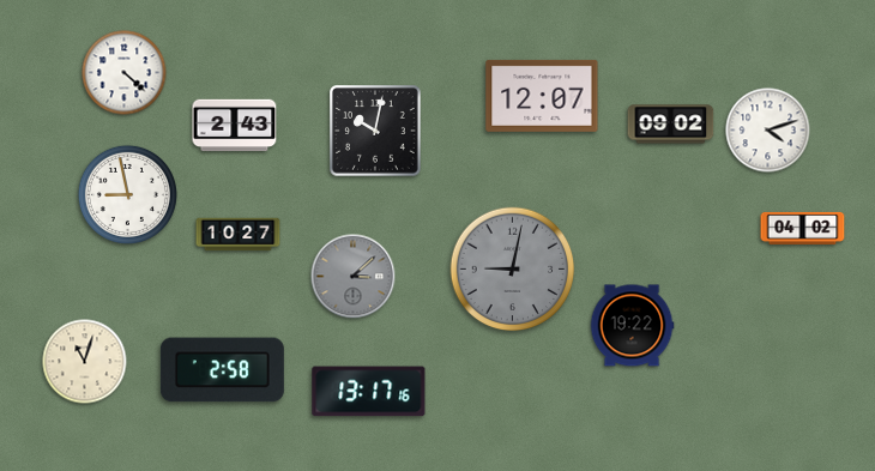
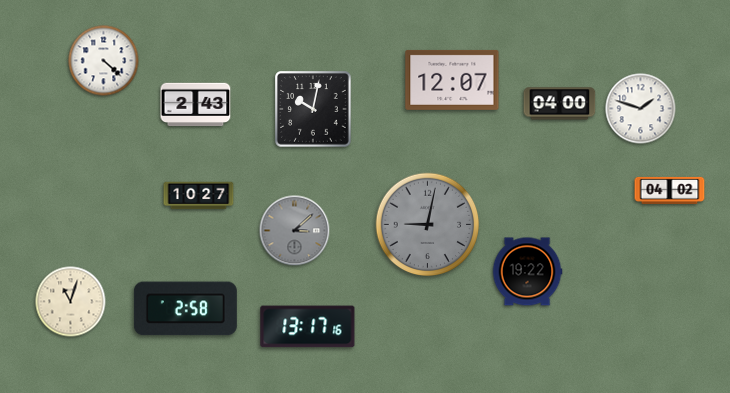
clock at (671, 125): 09:02 -> 04:00
clock at (768, 131): 4:12 -> 1:48
clock at (127, 194): 8:58 -> none
